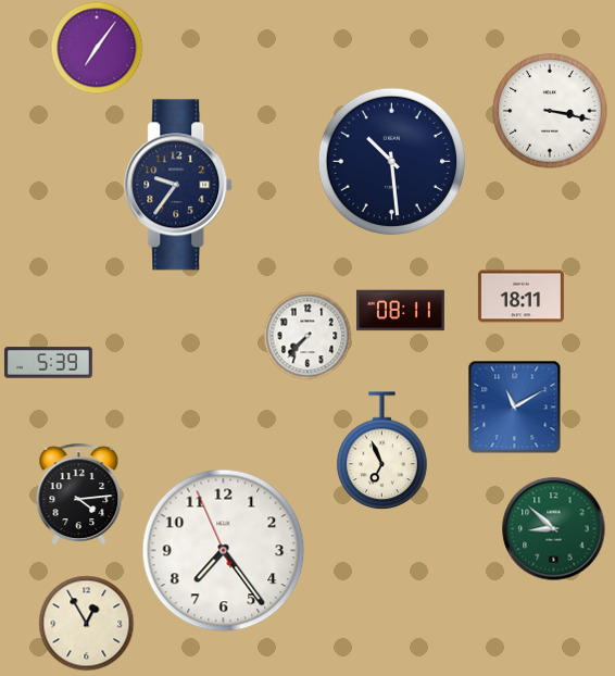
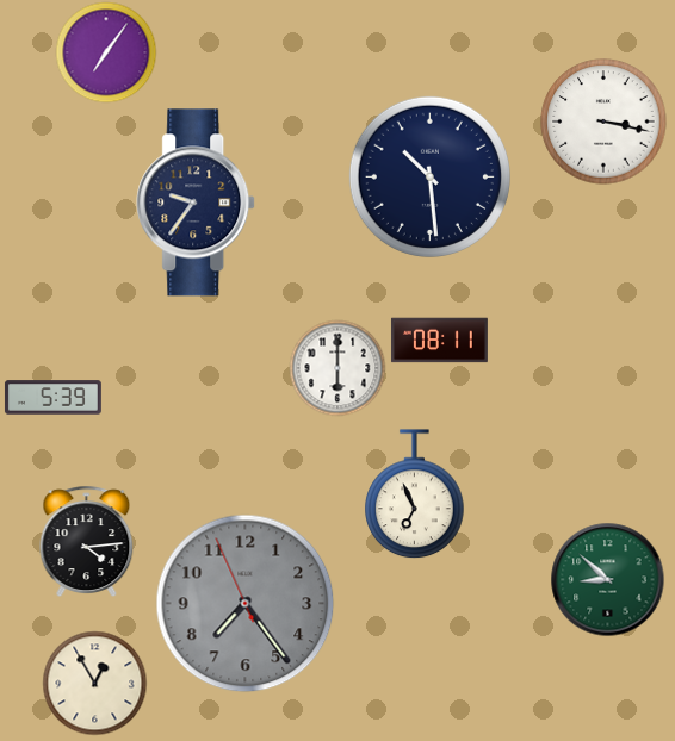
clock at (520, 297): 18:11 -> none
clock at (307, 336): 7:37 -> 6:00
clock at (514, 406): 11:10 -> none
clock at (382, 451) position: (382, 451) -> (415, 494)
clock at (224, 551) dial: white -> grey
